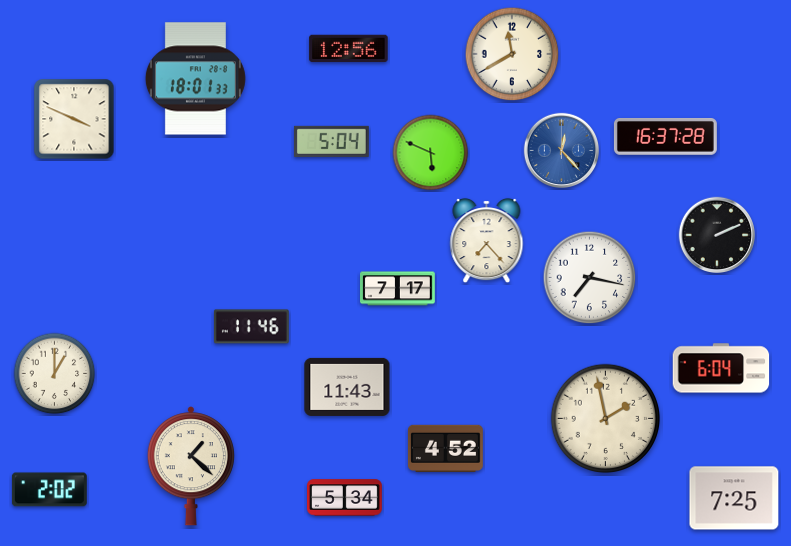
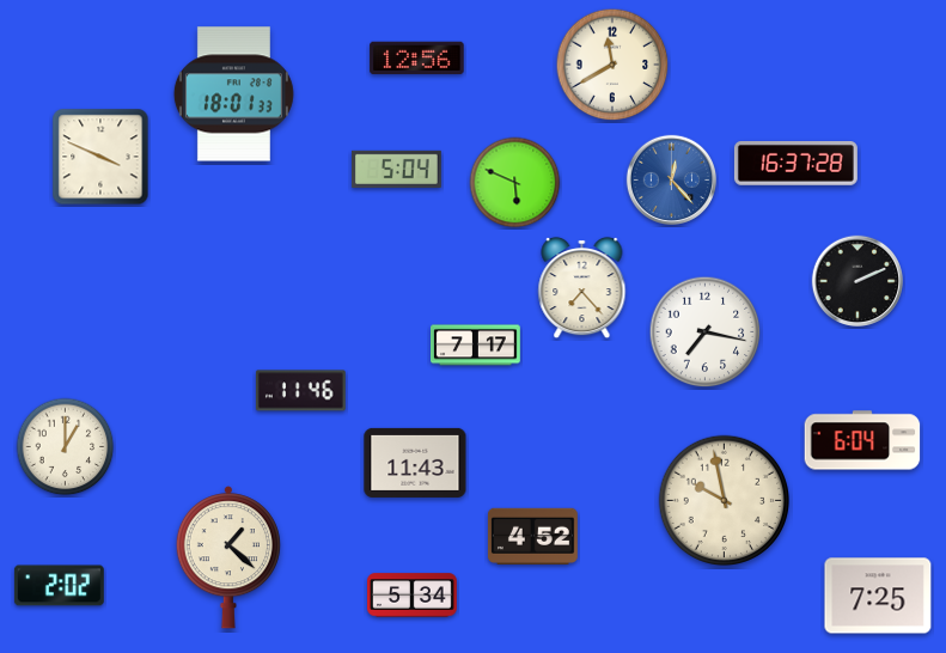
clock at (74, 119) position: (74, 119) -> (100, 157)
clock at (606, 419): 1:58 -> 9:58
